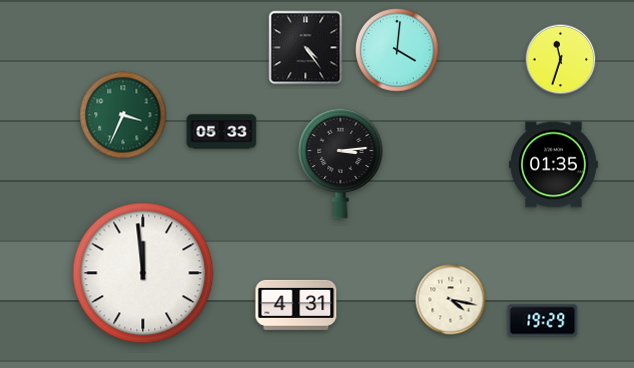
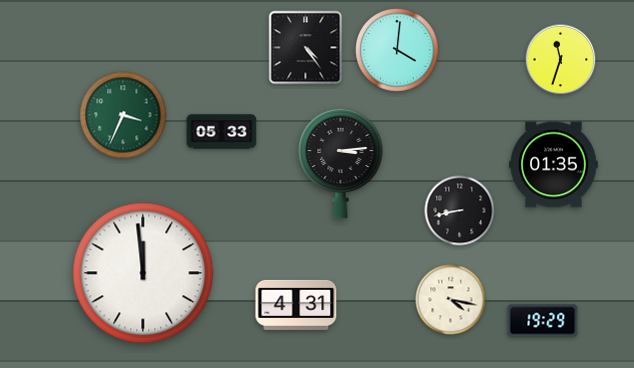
clock at (460, 211): none -> 8:43
